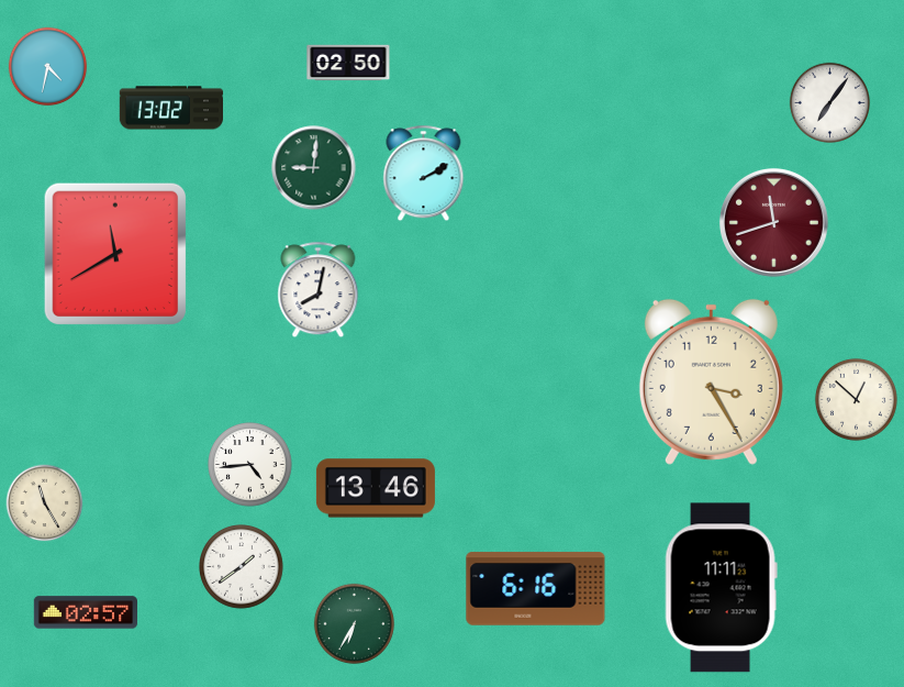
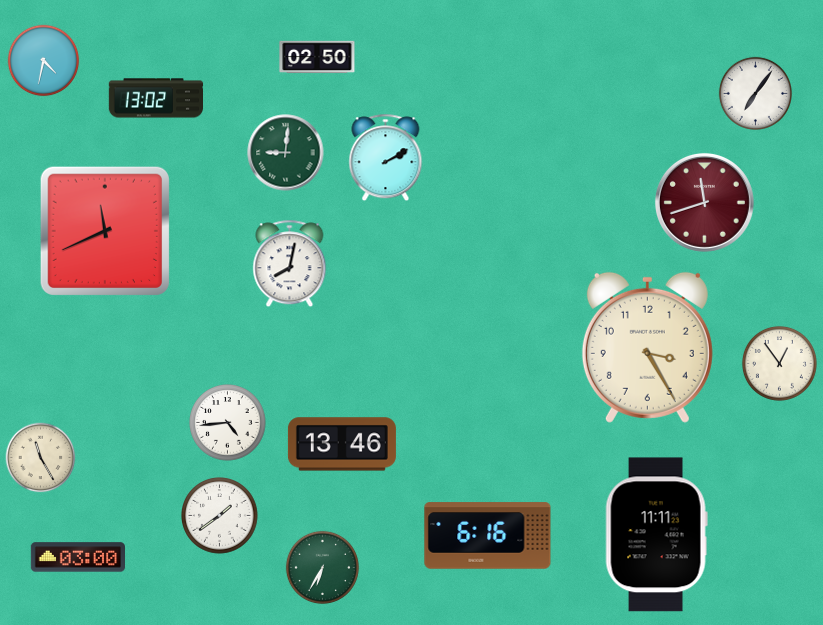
clock at (115, 254): 11:40 -> 11:41
clock at (856, 399): 12:52 -> 12:54
clock at (85, 612): 02:57 -> 03:00
